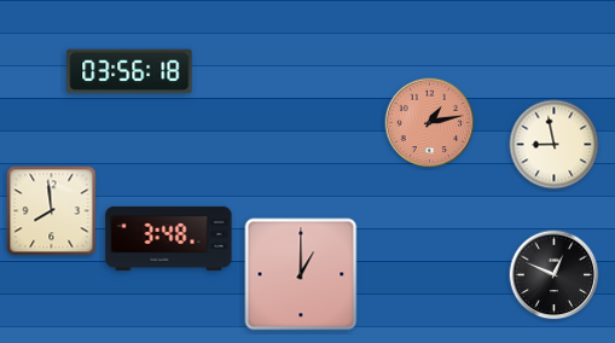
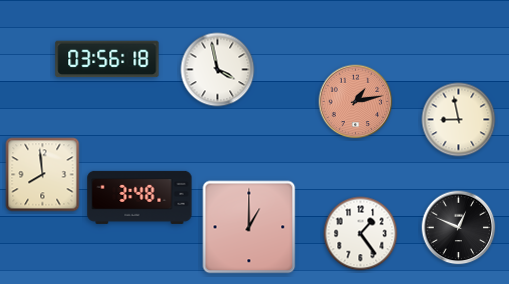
clock at (218, 70): none -> 3:58
clock at (361, 234): none -> 1:24
